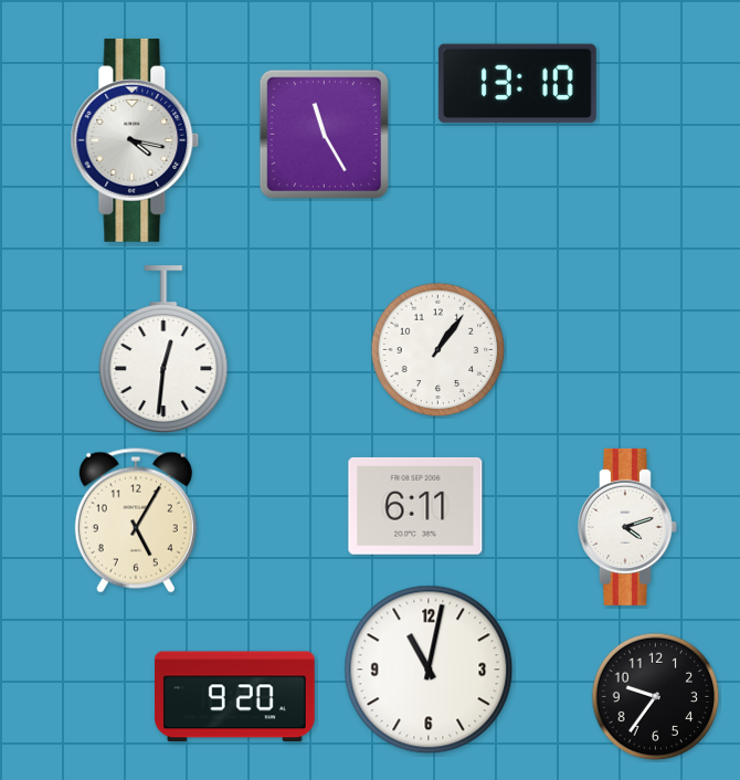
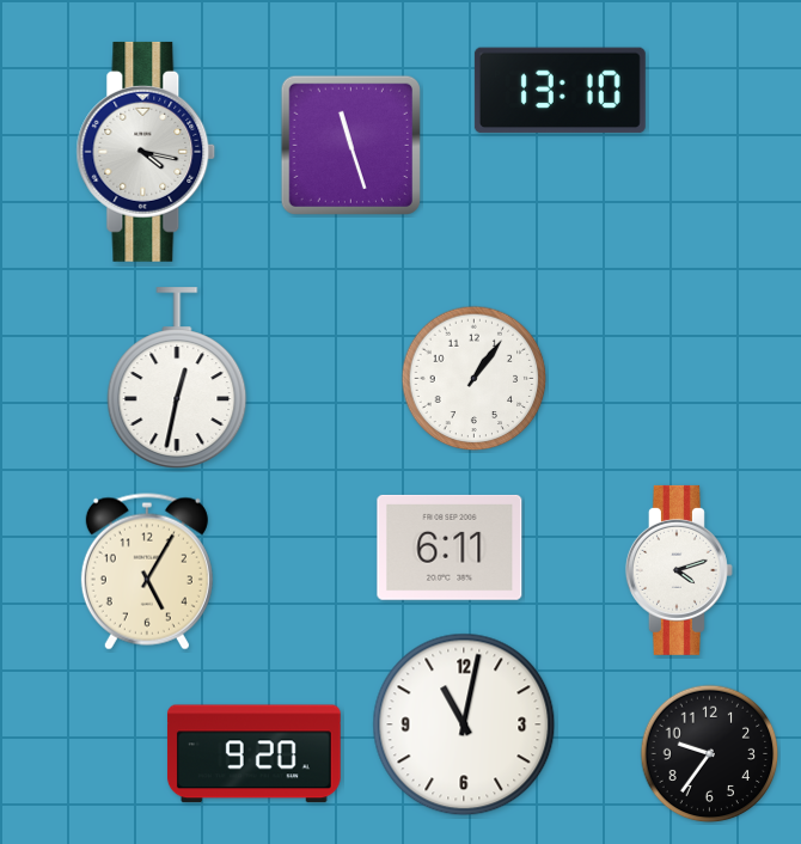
clock at (324, 134): 11:25 -> 11:27
clock at (163, 349): 12:31 -> 12:32
clock at (136, 520) position: (136, 520) -> (147, 571)
